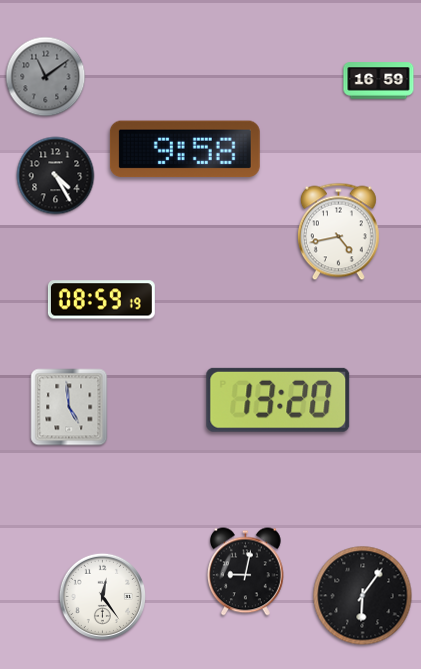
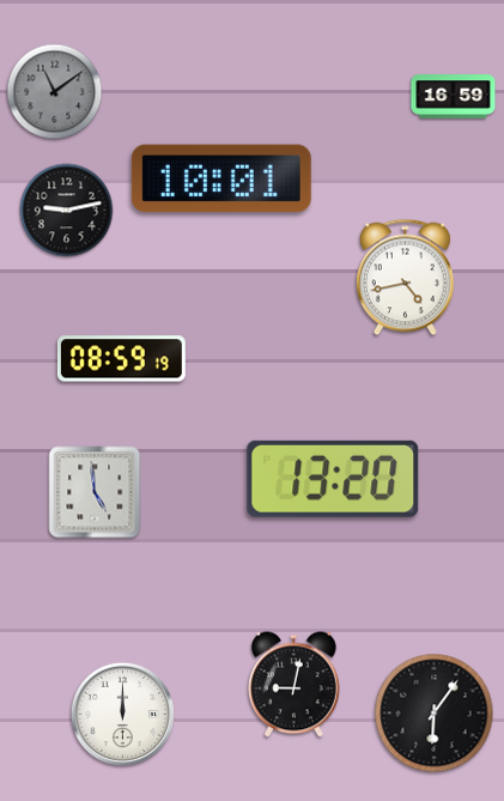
clock at (185, 149): 9:58 -> 10:01
clock at (56, 176): 4:25 -> 9:13
clock at (69, 407) position: (69, 407) -> (95, 492)
clock at (102, 596): 12:24 -> 12:00
